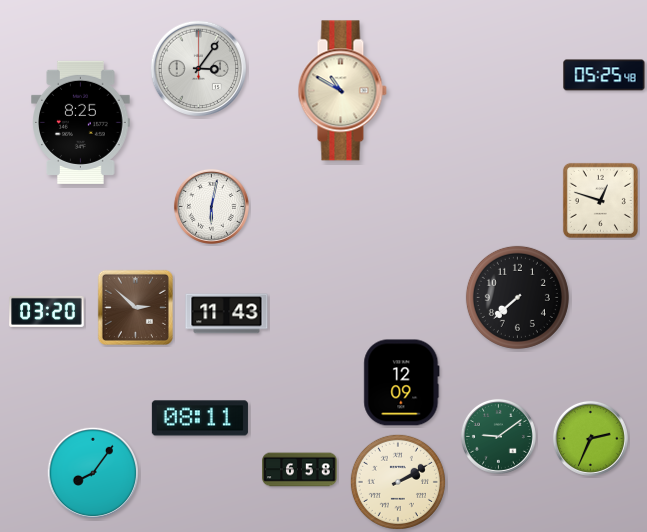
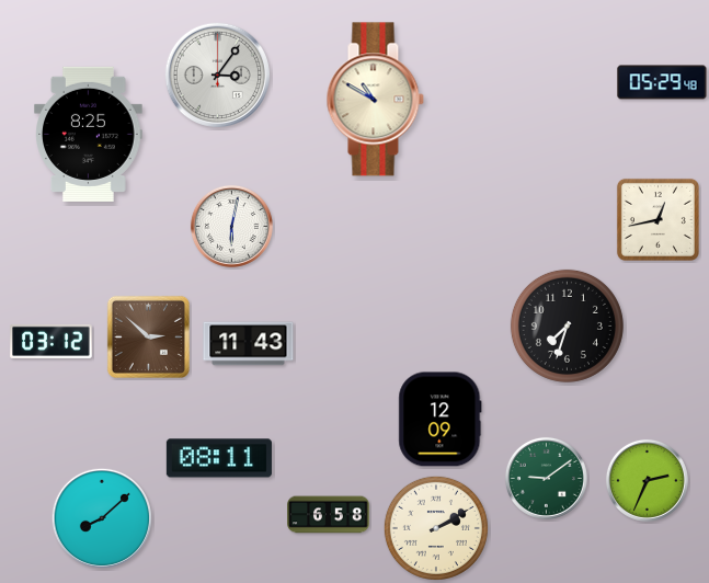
clock at (604, 75): 05:25 -> 05:29
clock at (600, 200): 12:48 -> 12:43
clock at (517, 297): 7:38 -> 7:33
clock at (47, 311): 03:20 -> 03:12
clock at (92, 472): 8:06 -> 8:08
